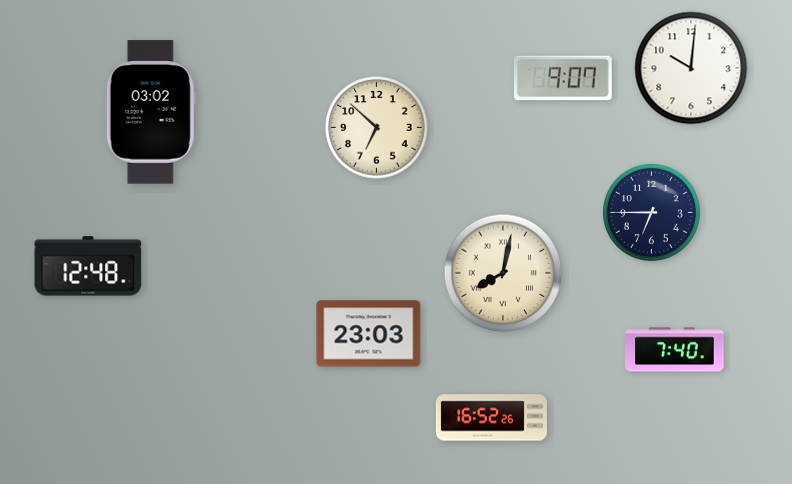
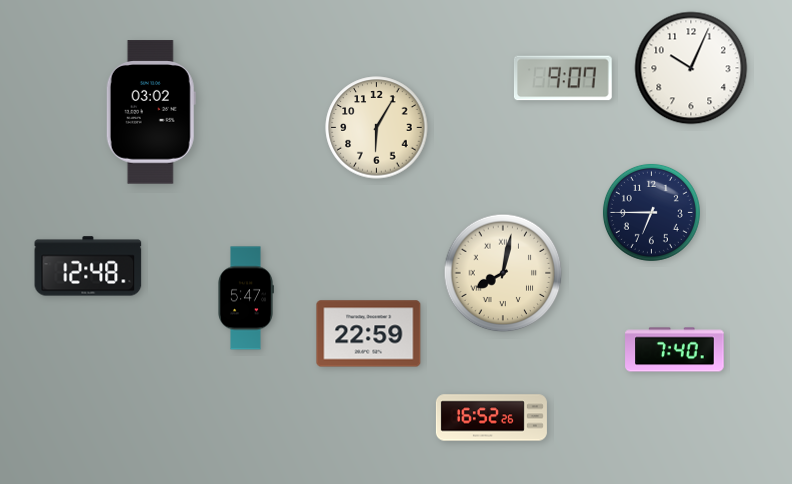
clock at (691, 68): 10:01 -> 10:04
clock at (377, 128): 6:52 -> 6:05
clock at (246, 298): none -> 5:47
clock at (369, 334): 23:03 -> 22:59
